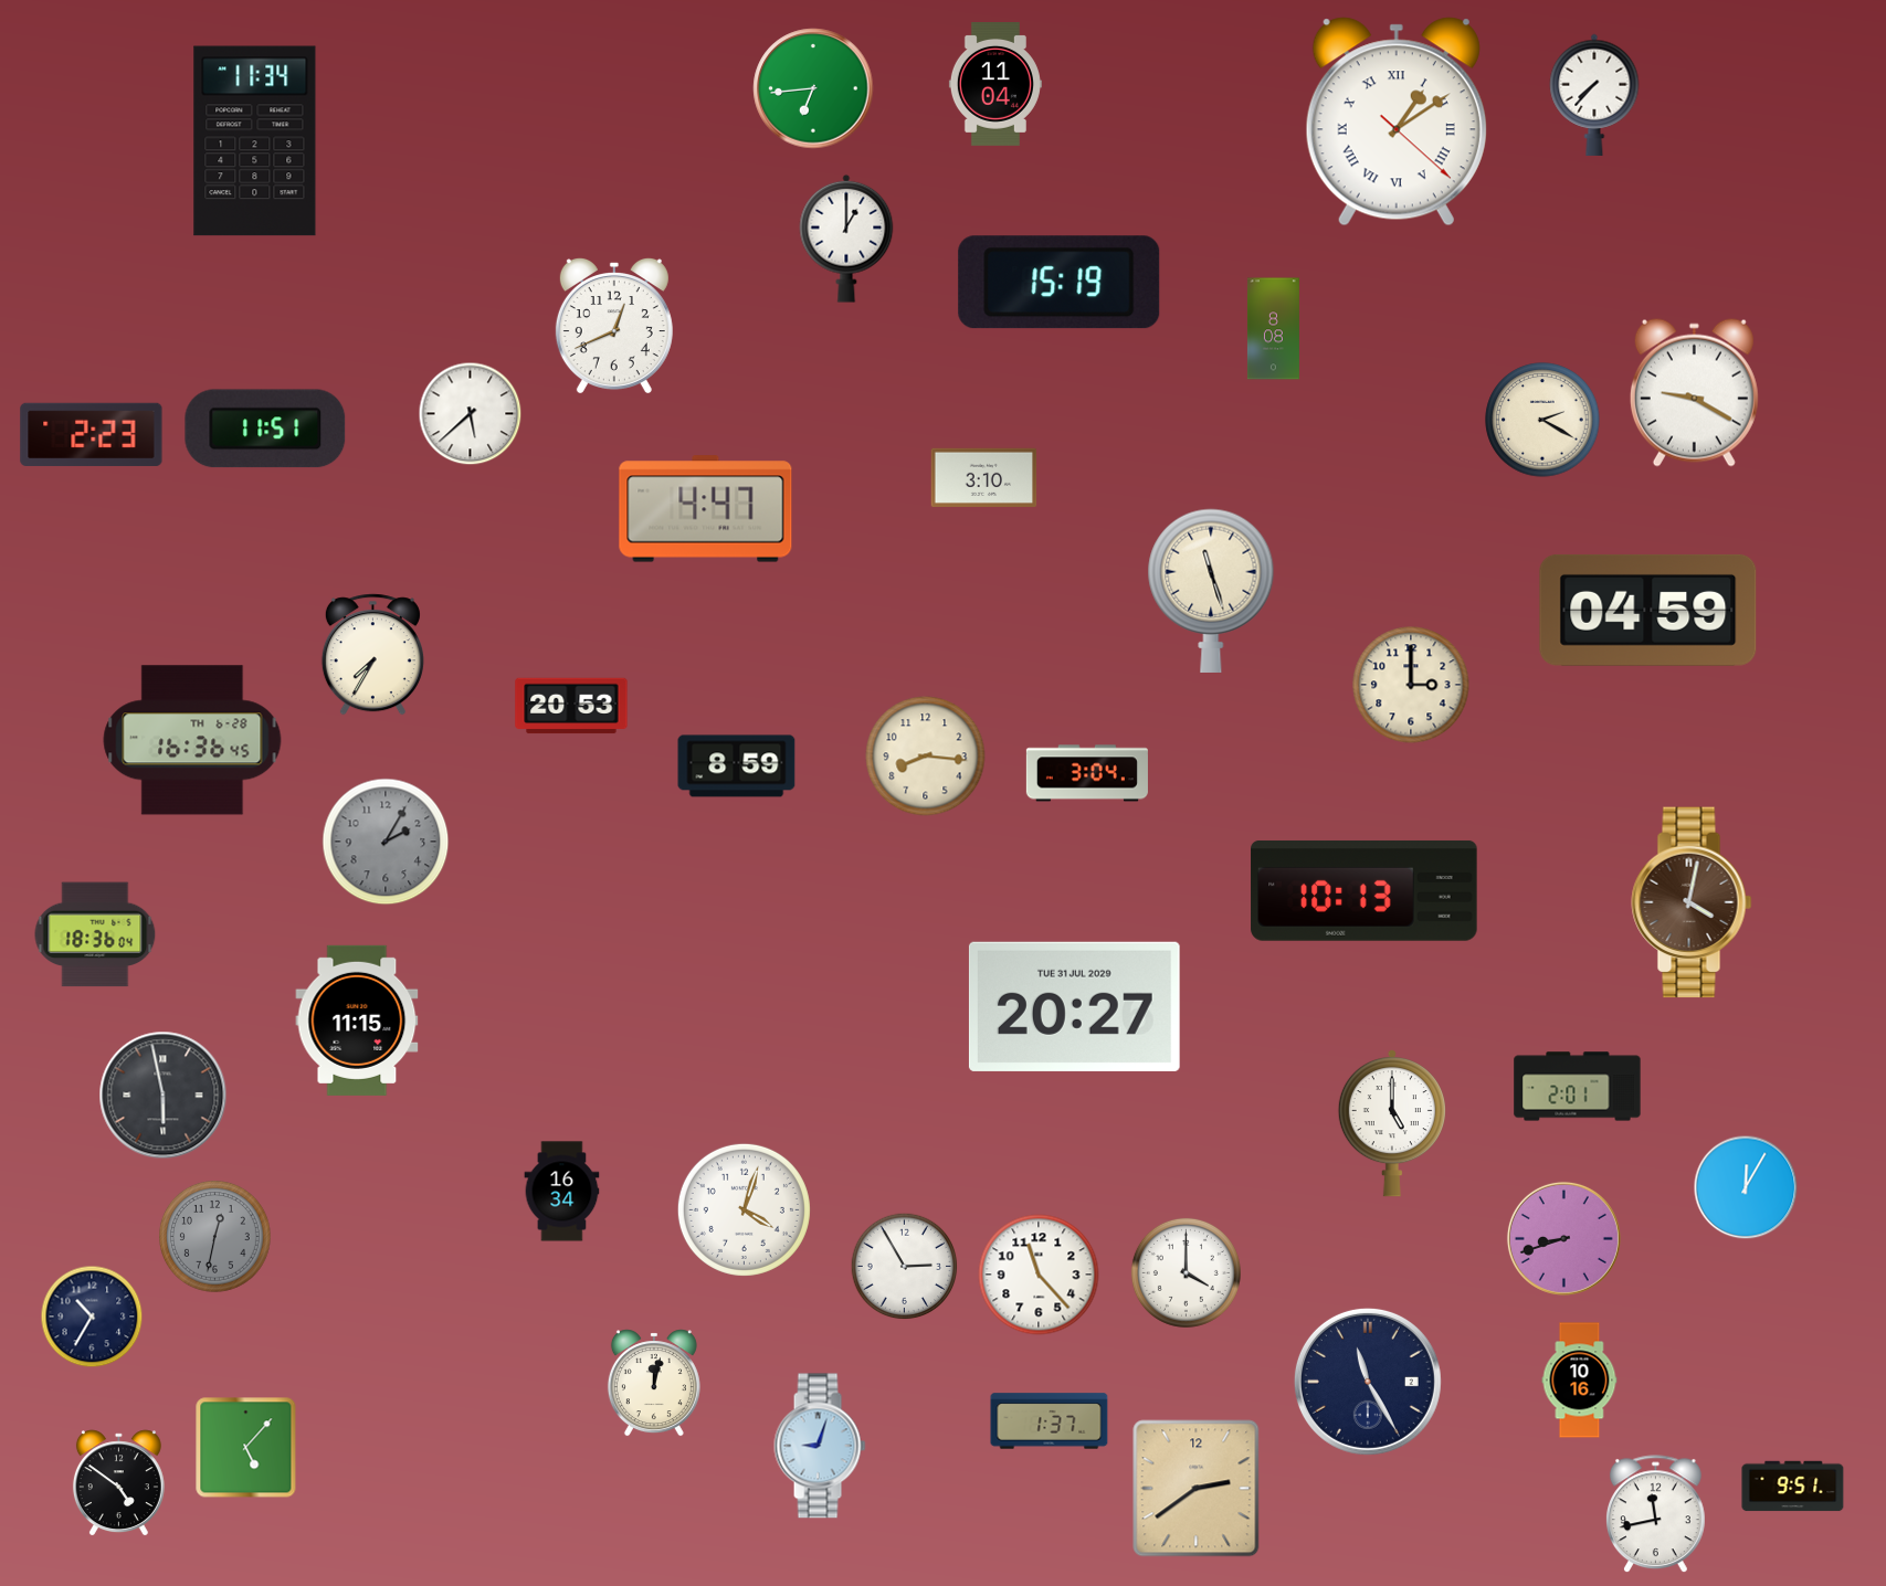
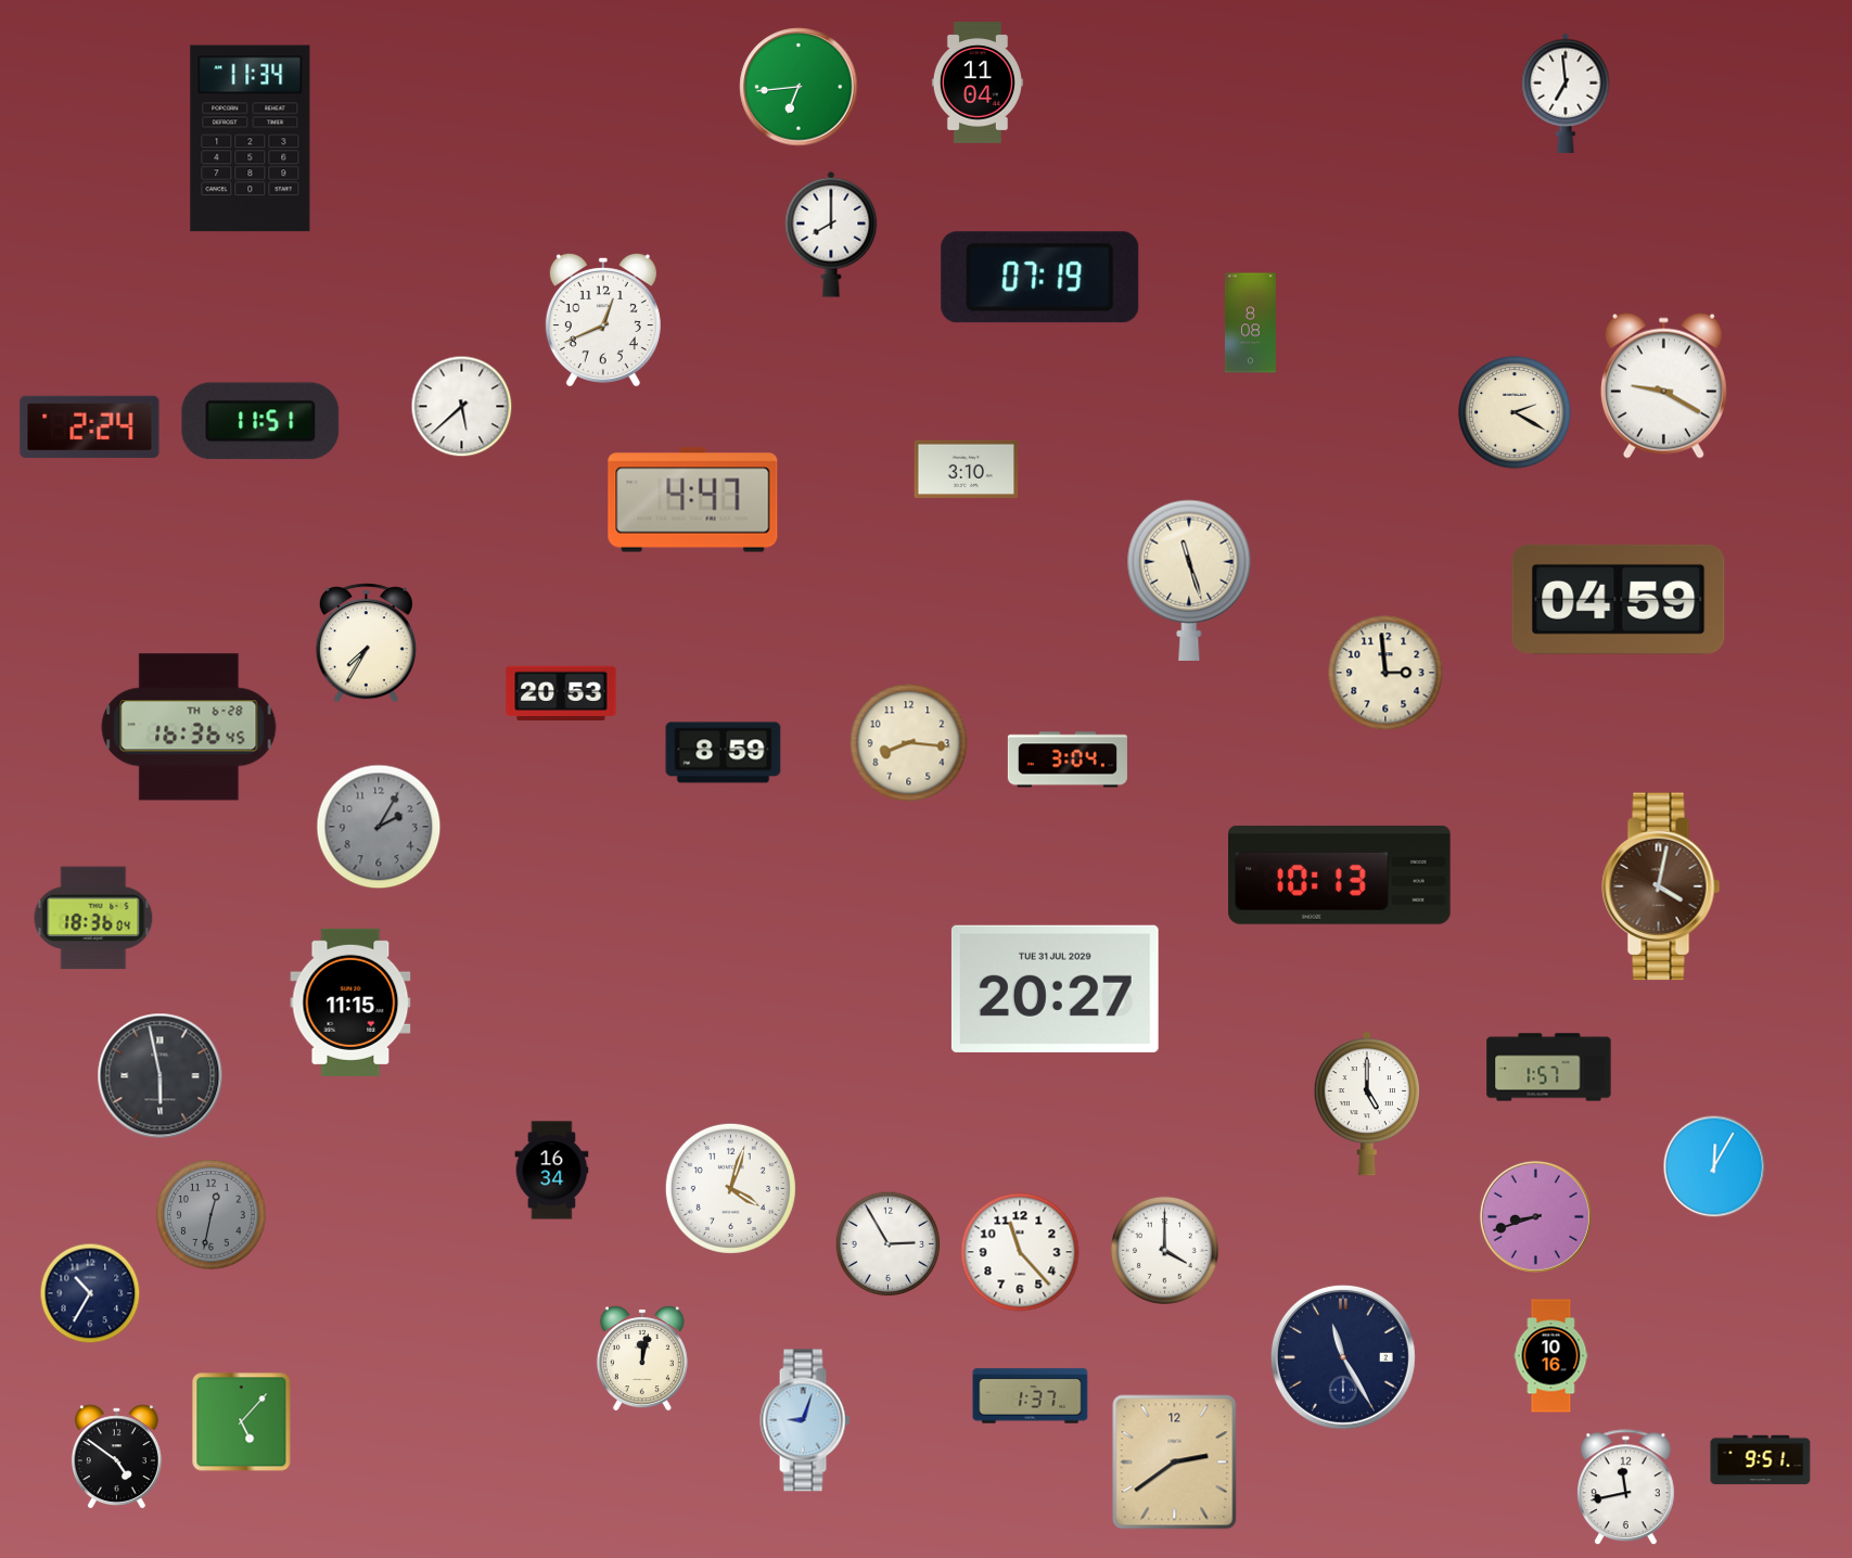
clock at (1594, 95): 7:37 -> 6:59
clock at (1397, 121): 1:09 -> none
clock at (846, 239): 1:00 -> 8:00
clock at (1060, 283): 15:19 -> 07:19
clock at (92, 434): 2:23 -> 2:24
clock at (1411, 685): 3:00 -> 2:59
clock at (1578, 1087): 2:01 -> 1:57
